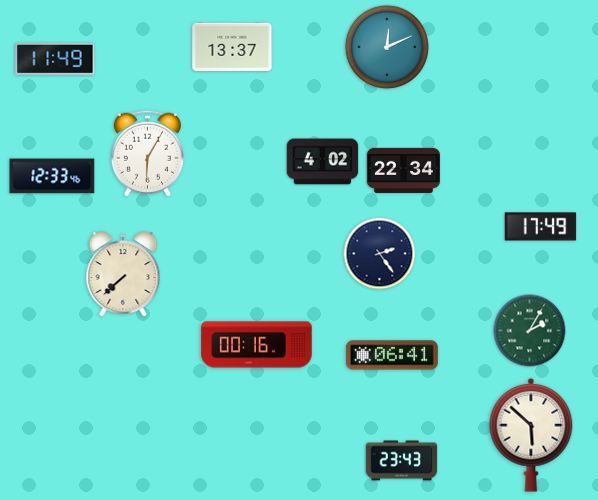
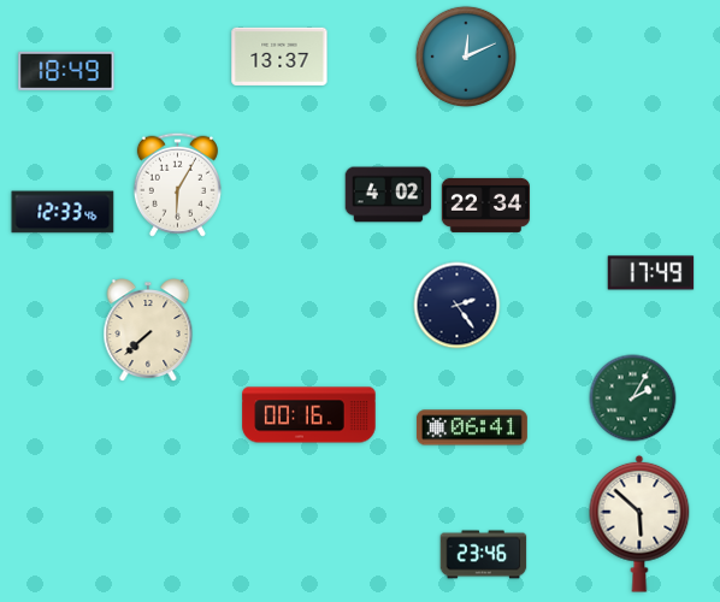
clock at (55, 59): 11:49 -> 18:49
clock at (530, 331) position: (530, 331) -> (633, 399)
clock at (402, 461): 23:43 -> 23:46
